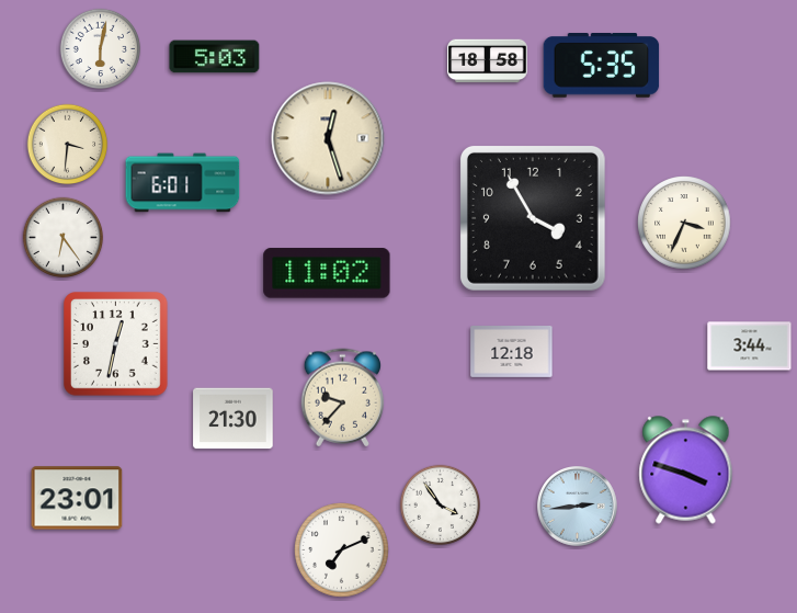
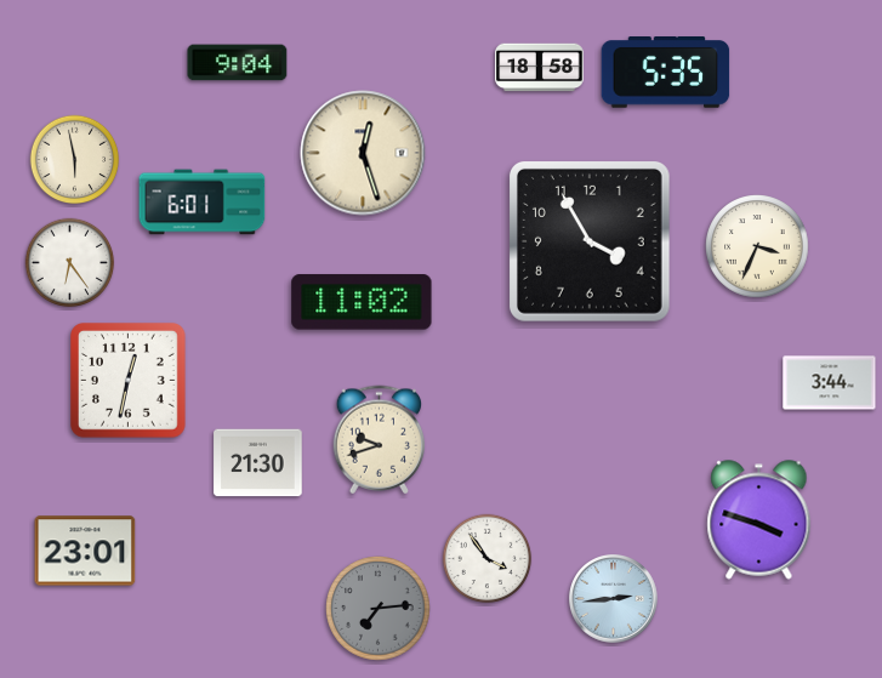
clock at (101, 49): 6:02 -> none
clock at (215, 57): 5:03 -> 9:04
clock at (68, 145): 3:31 -> 5:58
clock at (512, 352): 12:18 -> none
clock at (343, 398): 9:37 -> 9:42
clock at (578, 507) position: (578, 507) -> (614, 599)
clock at (342, 550): 7:11 -> 7:14
clock at (342, 550) dial: white -> grey
